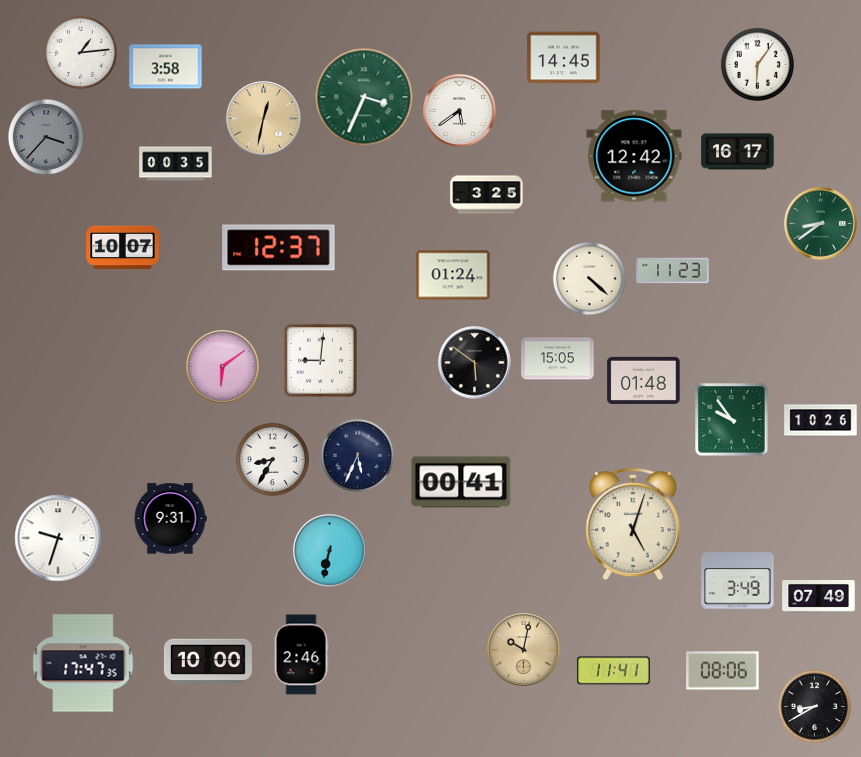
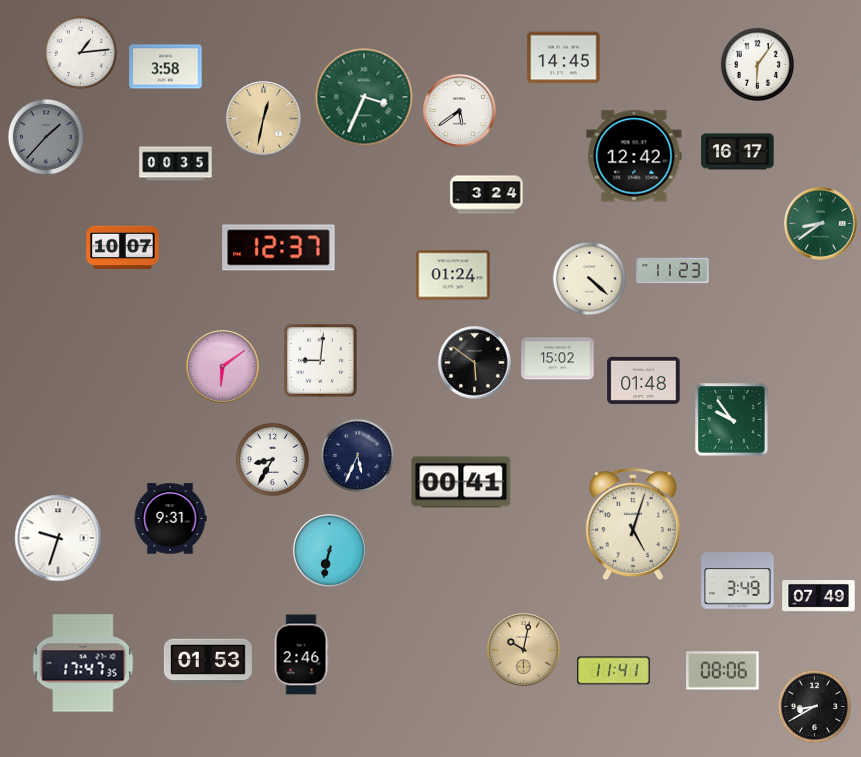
clock at (46, 137): 3:37 -> 1:37
clock at (487, 195): 3:25 -> 3:24
clock at (558, 359): 15:05 -> 15:02
clock at (821, 421): 10:26 -> none
clock at (208, 661): 10:00 -> 01:53
